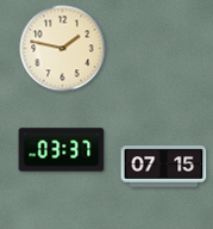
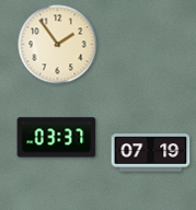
clock at (63, 49): 1:47 -> 1:54
clock at (164, 167): 07:15 -> 07:19
